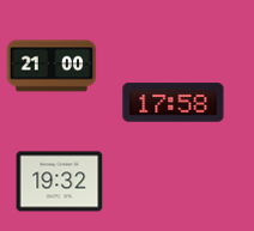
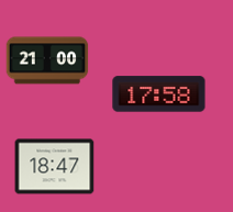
clock at (60, 182): 19:32 -> 18:47
